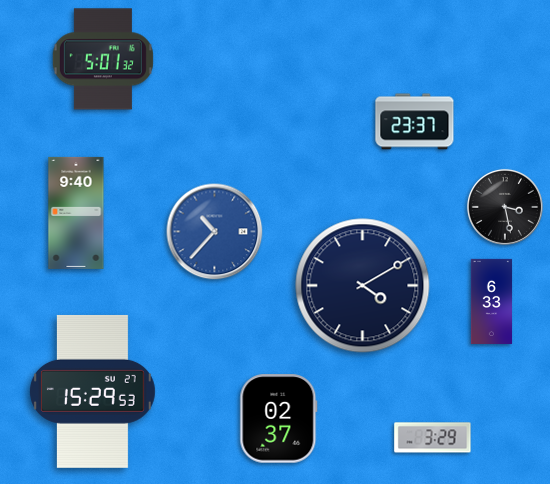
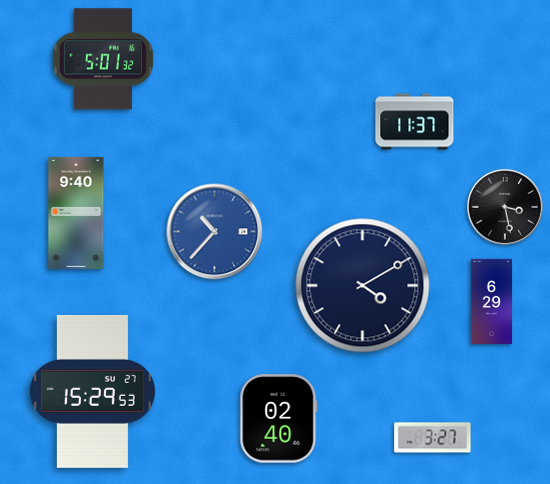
clock at (415, 122): 23:37 -> 11:37
clock at (492, 301): 6:33 -> 6:29
clock at (279, 419): 02:37 -> 02:40
clock at (433, 438): 3:29 -> 3:27
